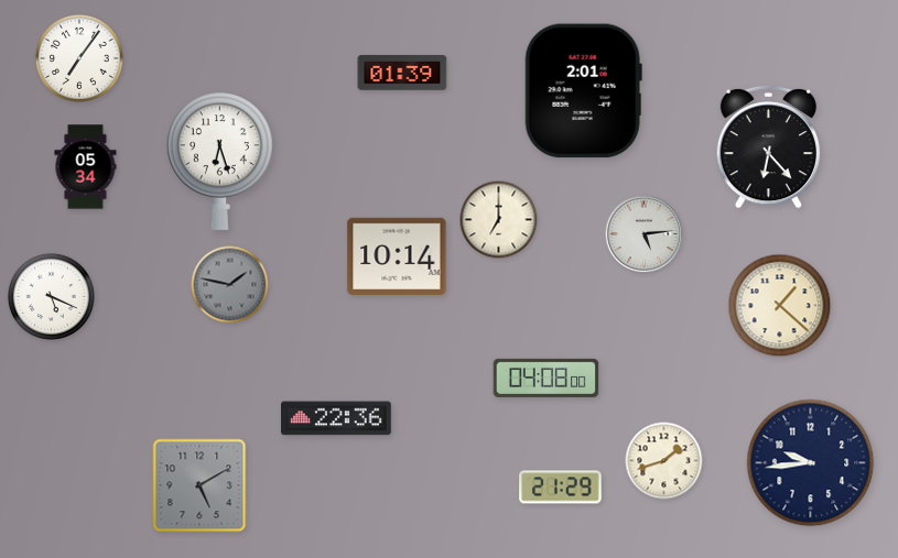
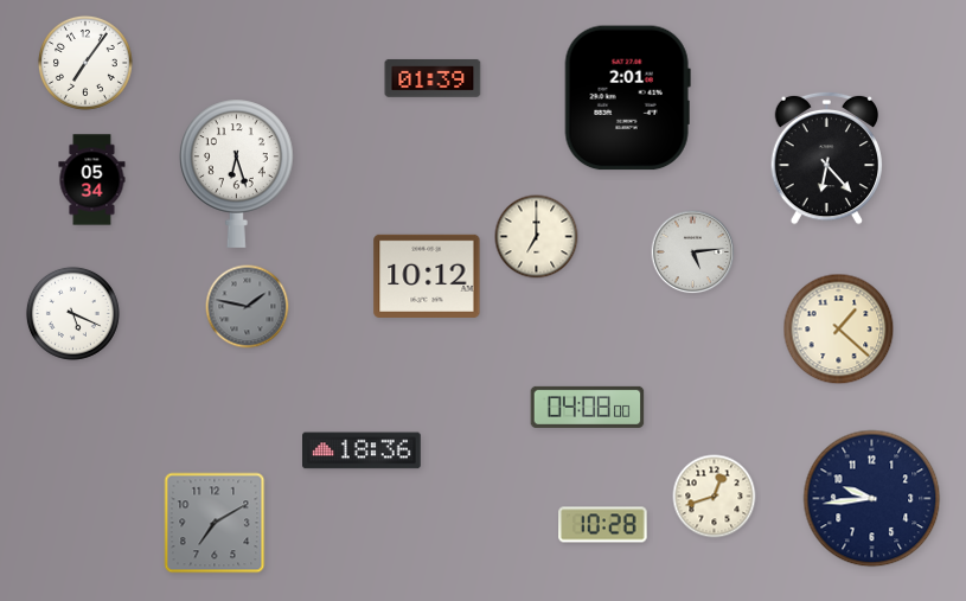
clock at (397, 256): 10:14 -> 10:12
clock at (51, 296) position: (51, 296) -> (72, 313)
clock at (337, 418): 22:36 -> 18:36
clock at (664, 461): 1:42 -> 12:42
clock at (199, 485): 5:10 -> 7:10
clock at (561, 488): 21:29 -> 10:28
